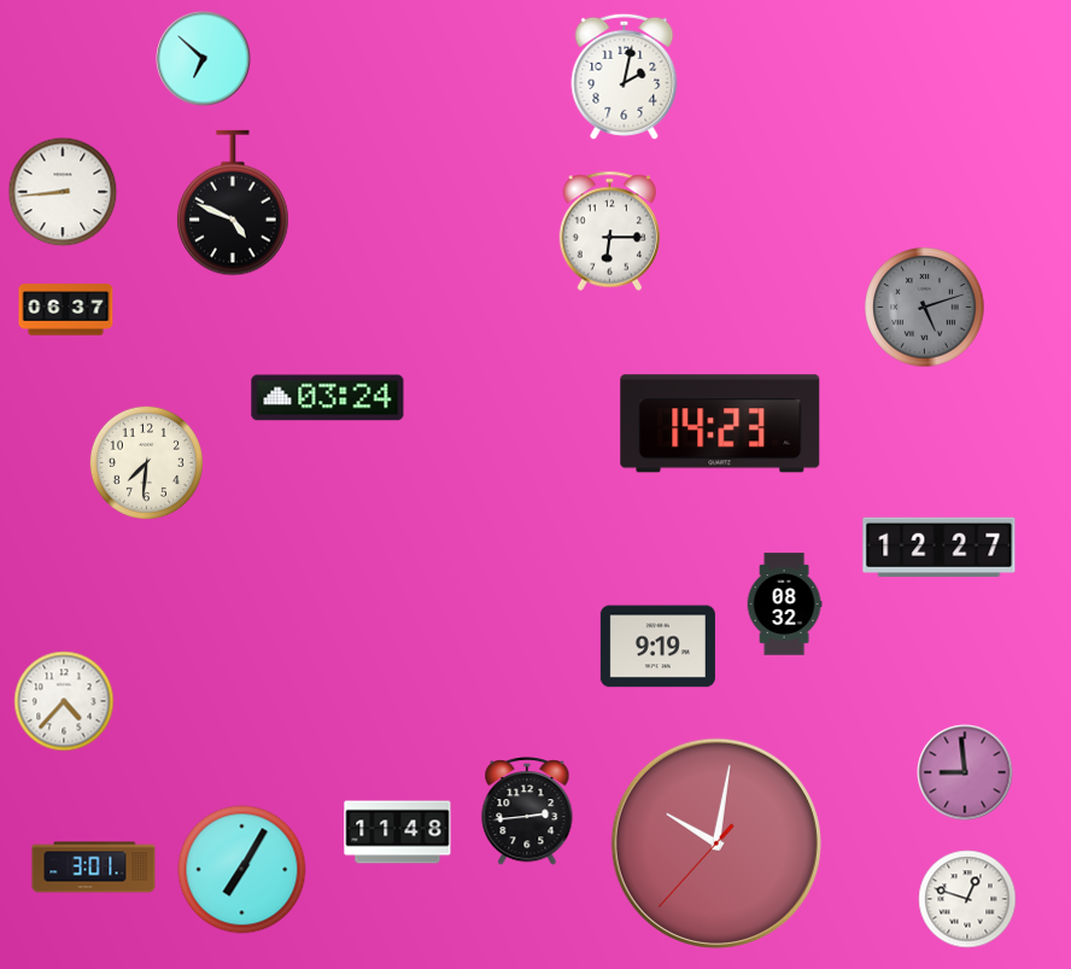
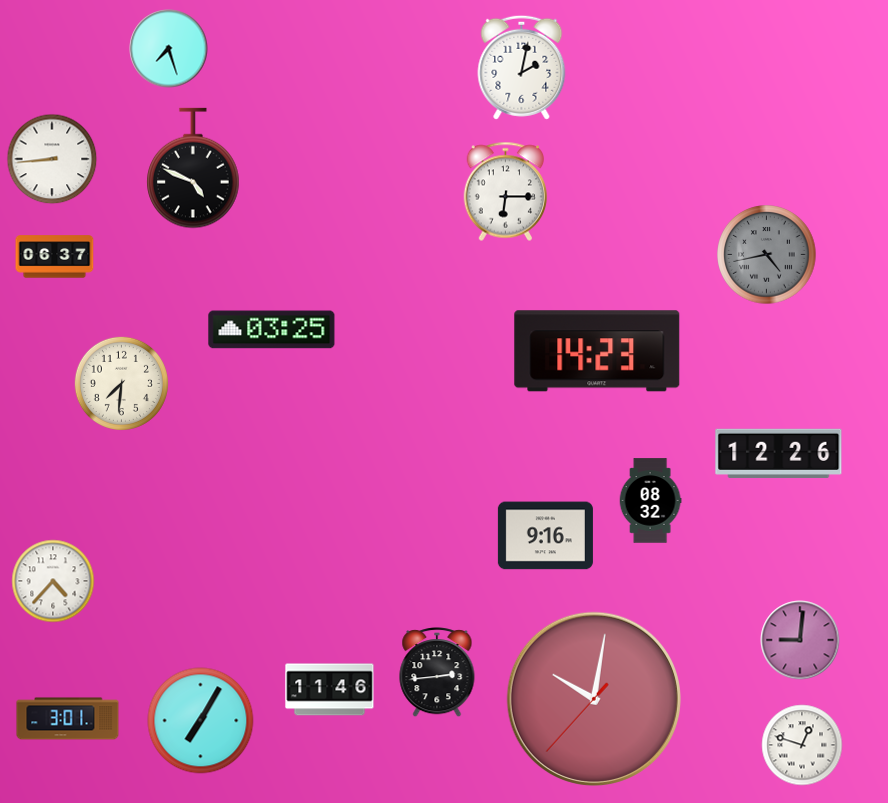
clock at (204, 59): 6:52 -> 7:27
clock at (625, 76) position: (625, 76) -> (522, 67)
clock at (925, 308): 5:12 -> 4:43
clock at (328, 398): 03:24 -> 03:25
clock at (940, 547): 12:27 -> 12:26
clock at (657, 647): 9:19 -> 9:16
clock at (965, 772): 8:59 -> 9:01
clock at (398, 833): 11:48 -> 11:46
clock at (94, 868) position: (94, 868) -> (68, 719)
